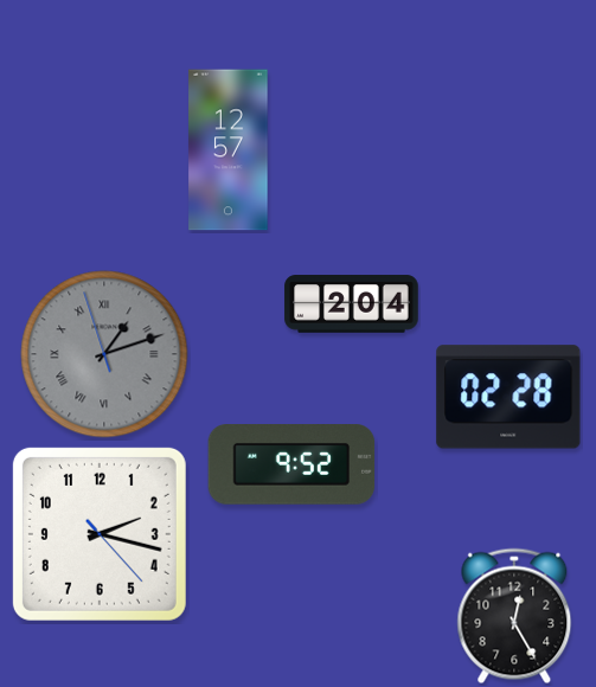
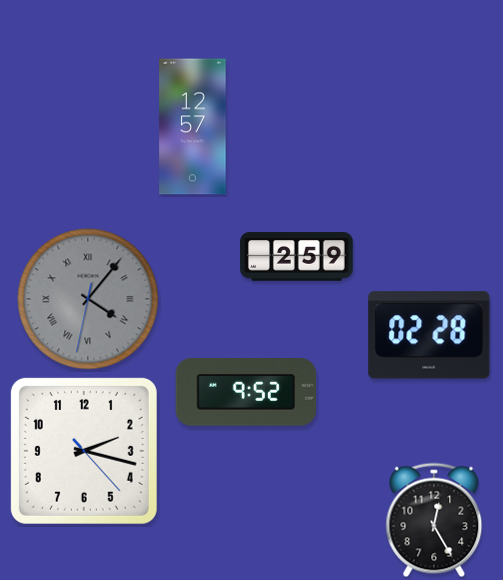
clock at (352, 304): 2:04 -> 2:59
clock at (104, 354): 1:11 -> 4:06
